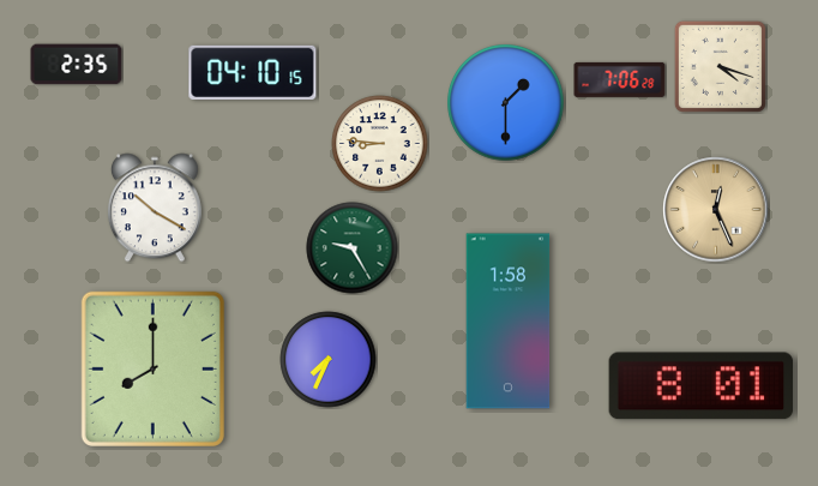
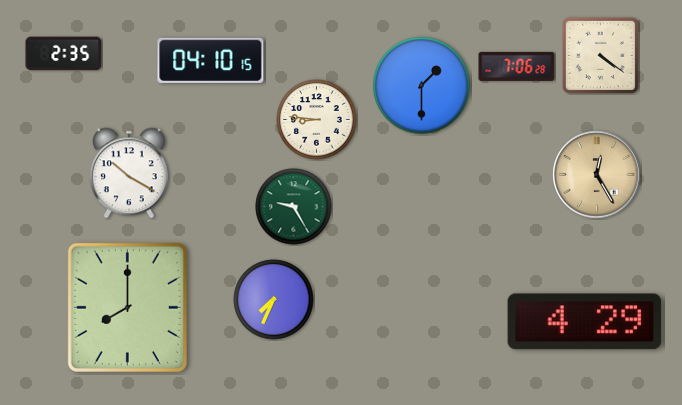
clock at (720, 66): 4:18 -> 4:21
clock at (716, 210): 12:26 -> 12:25
clock at (509, 322): 1:58 -> none
clock at (702, 386): 8:01 -> 4:29
